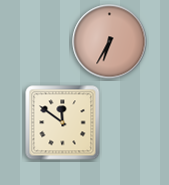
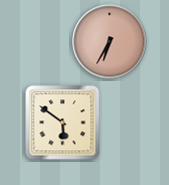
clock at (63, 123): 11:51 -> 5:51
